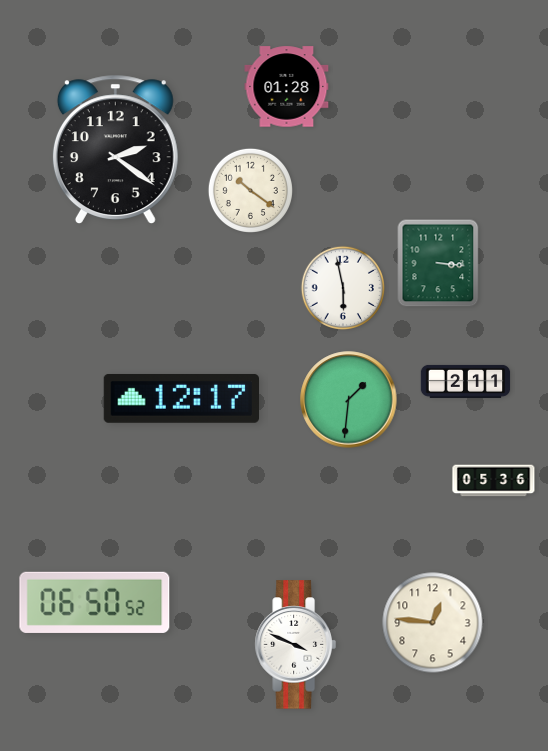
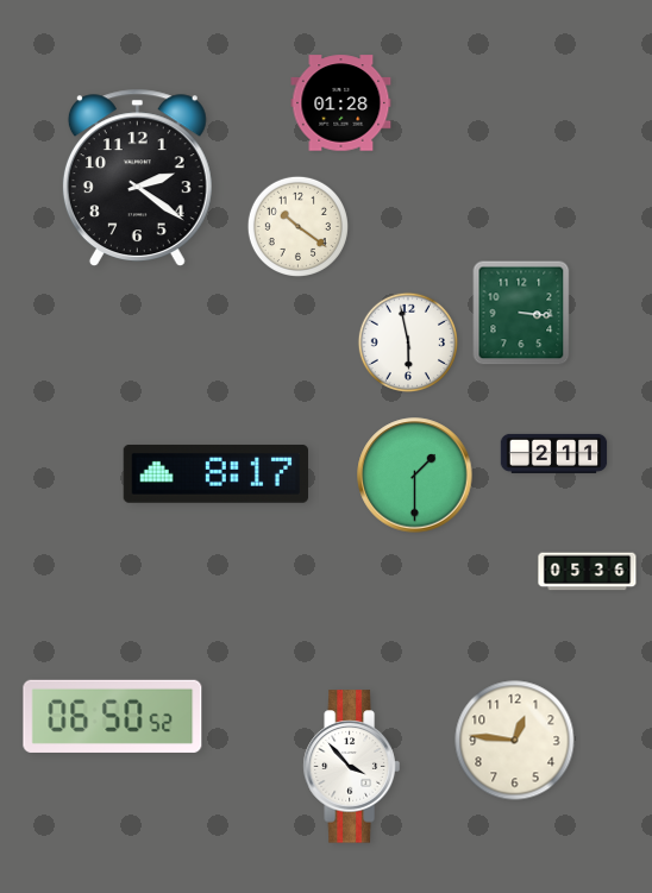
clock at (181, 398): 12:17 -> 8:17
clock at (349, 400): 1:31 -> 1:30
clock at (295, 645): 3:49 -> 3:53
